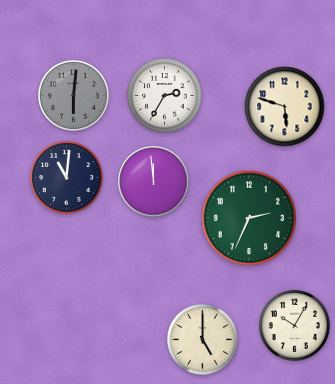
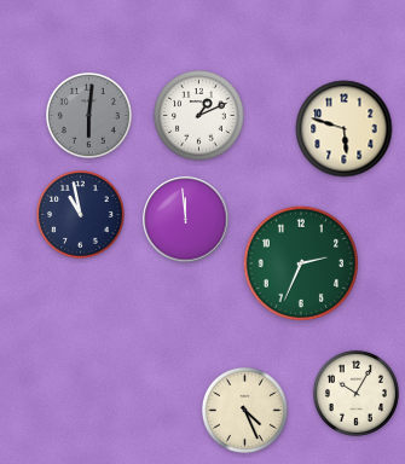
clock at (165, 96): 2:35 -> 1:11
clock at (67, 178): 11:01 -> 10:58
clock at (202, 339): 5:00 -> 4:26
